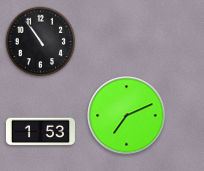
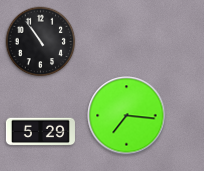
clock at (127, 116): 7:11 -> 7:16
clock at (40, 132): 1:53 -> 5:29
